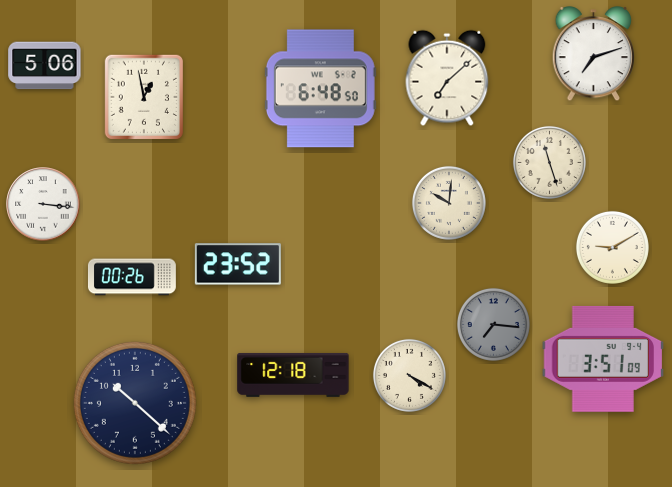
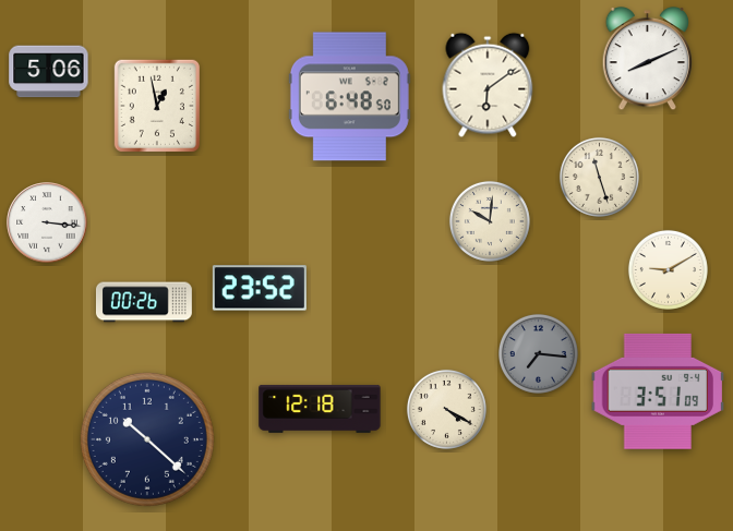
clock at (593, 55): 7:12 -> 8:11
clock at (447, 78): 7:08 -> 6:09
